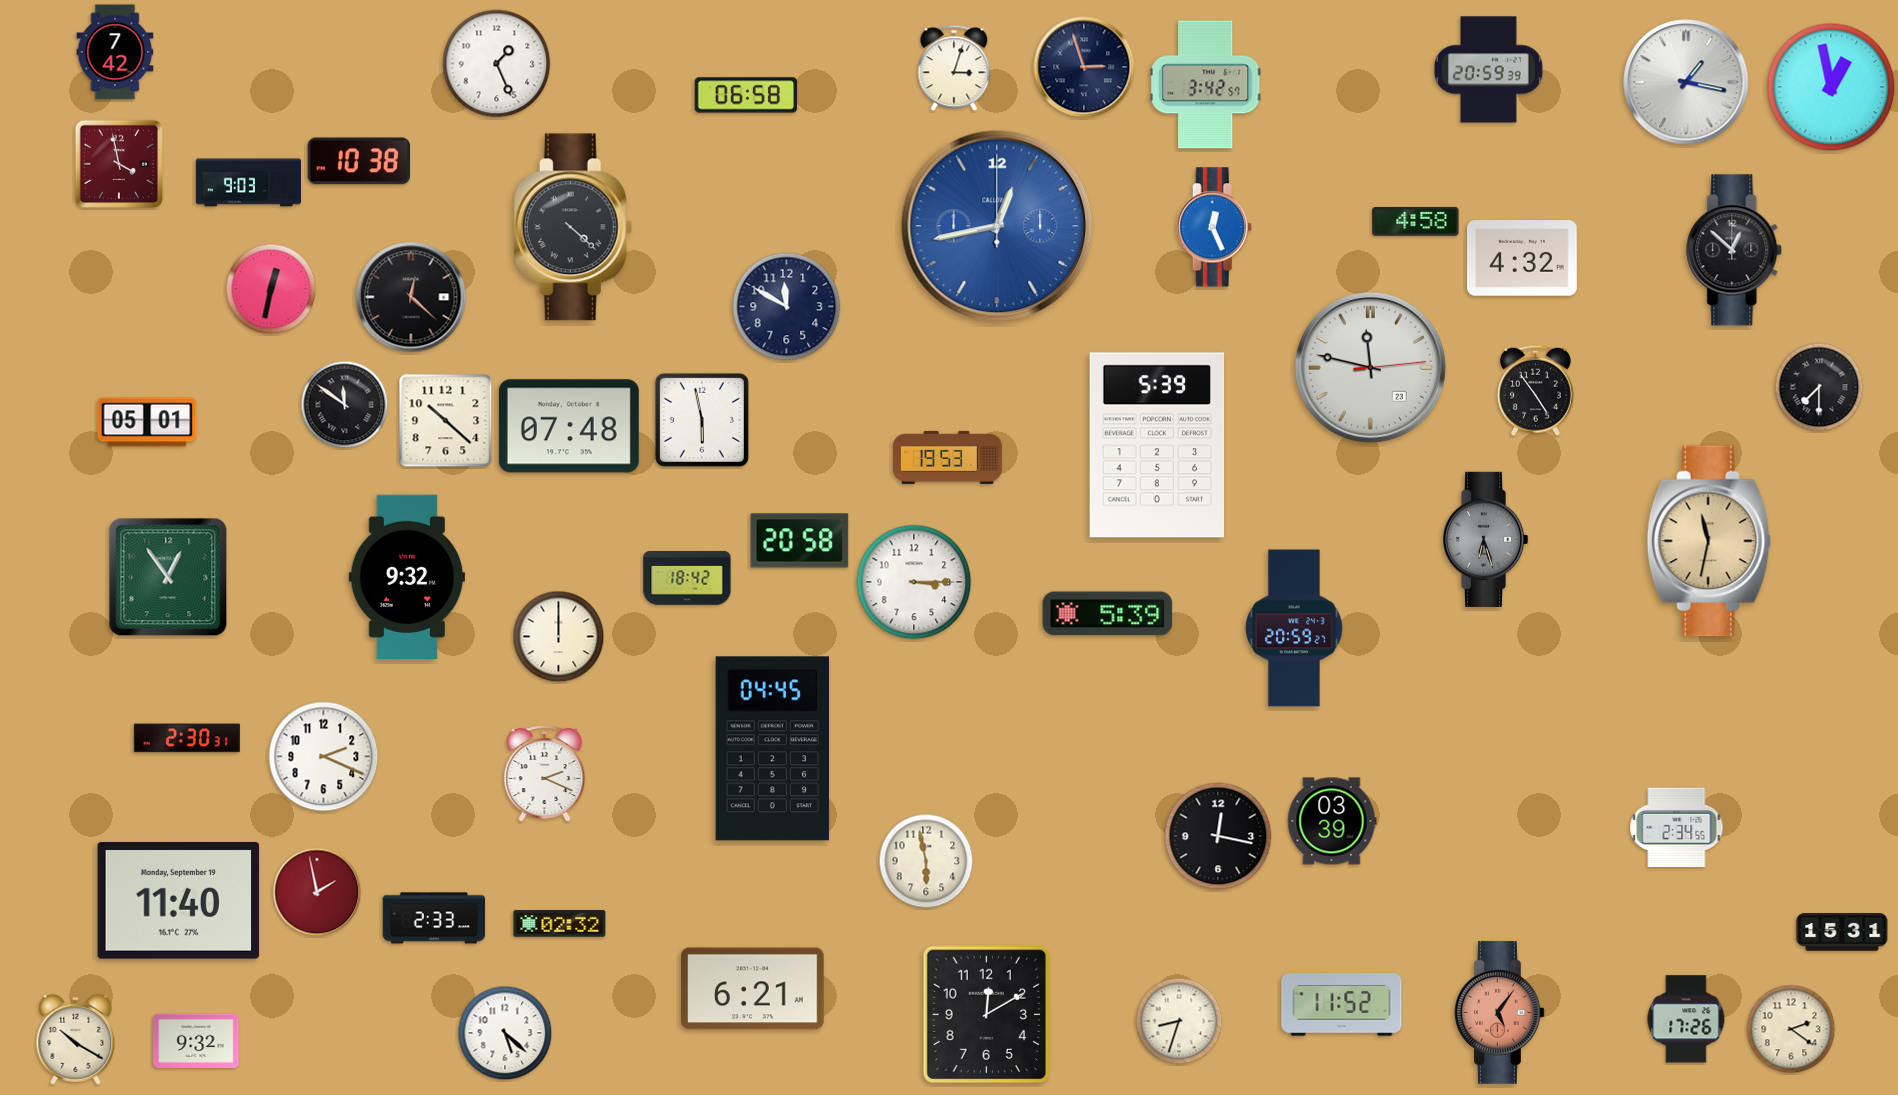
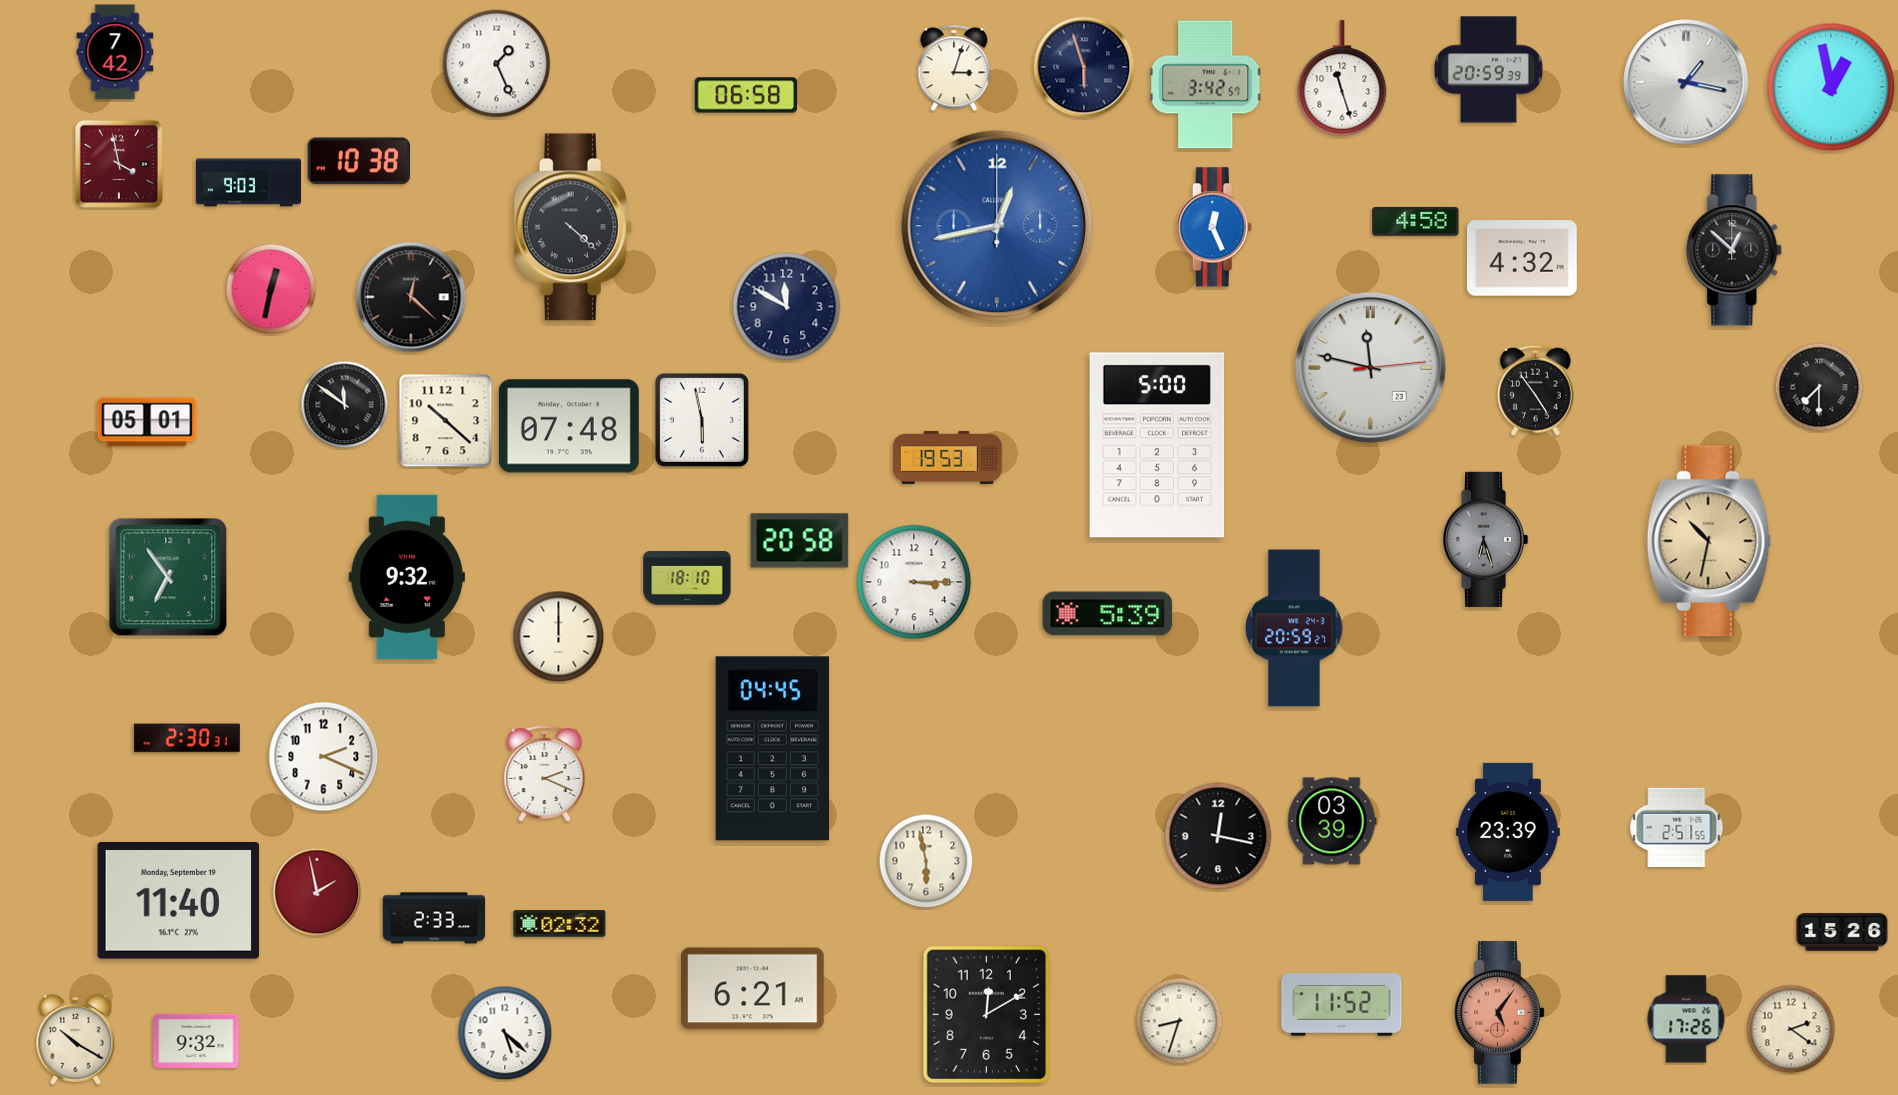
clock at (1084, 67): 2:57 -> 5:57
clock at (1342, 78): none -> 11:27
clock at (1157, 445): 5:39 -> 5:00
clock at (1709, 541): 11:32 -> 10:32
clock at (168, 577): 12:54 -> 6:54
clock at (687, 578): 18:42 -> 18:10
clock at (1677, 828): 2:34 -> 2:51
clock at (1508, 832): none -> 23:39
clock at (1842, 932): 15:31 -> 15:26
